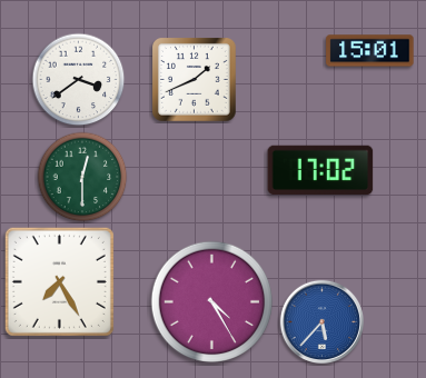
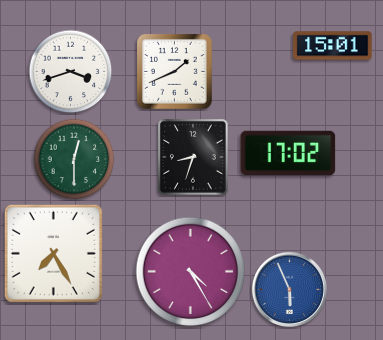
clock at (79, 80): 3:39 -> 3:42
clock at (193, 157): none -> 8:33
clock at (321, 321): 5:37 -> 5:56
